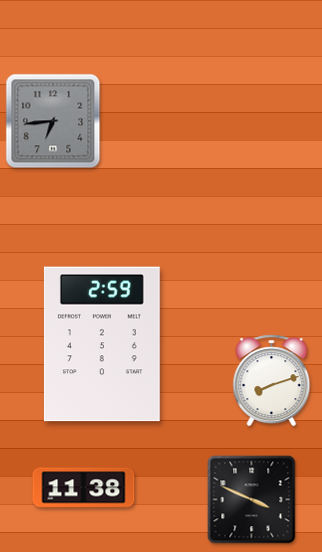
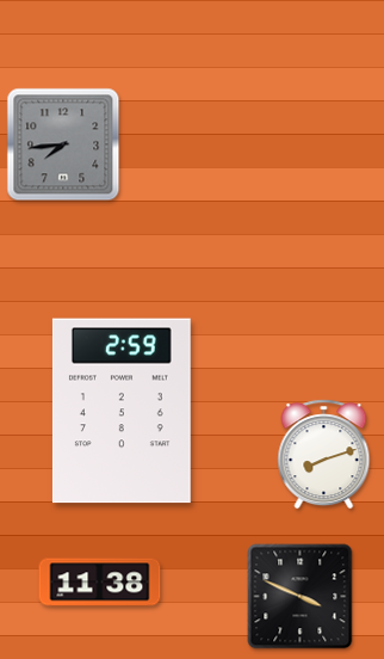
clock at (53, 121): 6:44 -> 7:44
